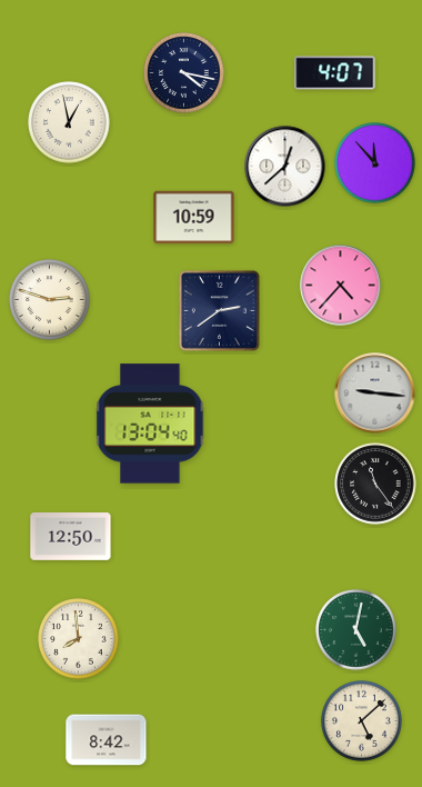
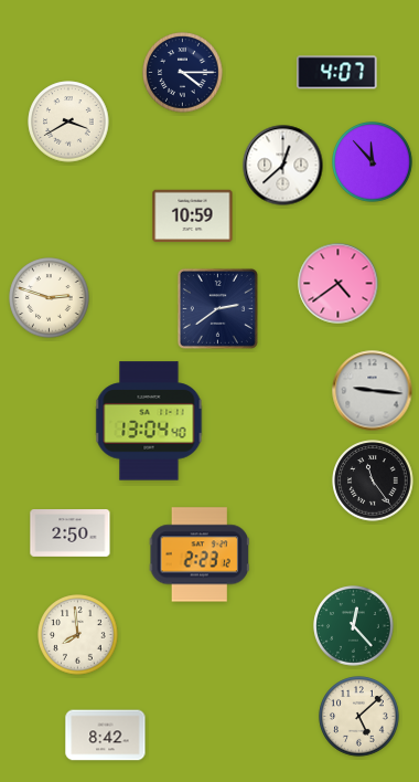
clock at (184, 73): 4:17 -> 4:15
clock at (335, 73) position: (335, 73) -> (337, 73)
clock at (69, 122): 12:58 -> 3:40
clock at (341, 286): 4:37 -> 4:39
clock at (71, 537): 12:50 -> 2:50
clock at (200, 554): none -> 2:23
clock at (356, 630): 5:02 -> 12:23
